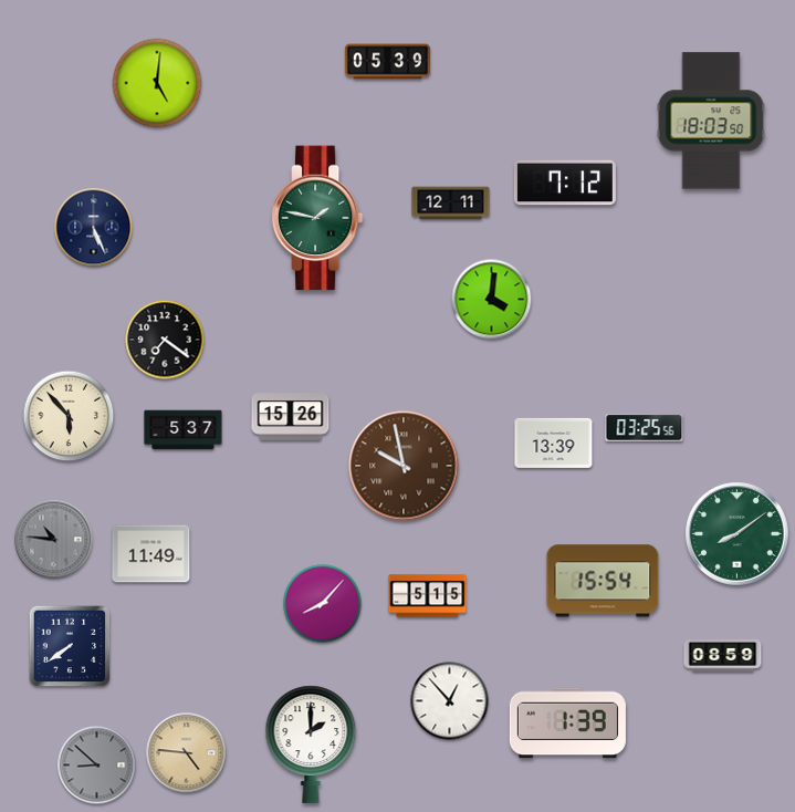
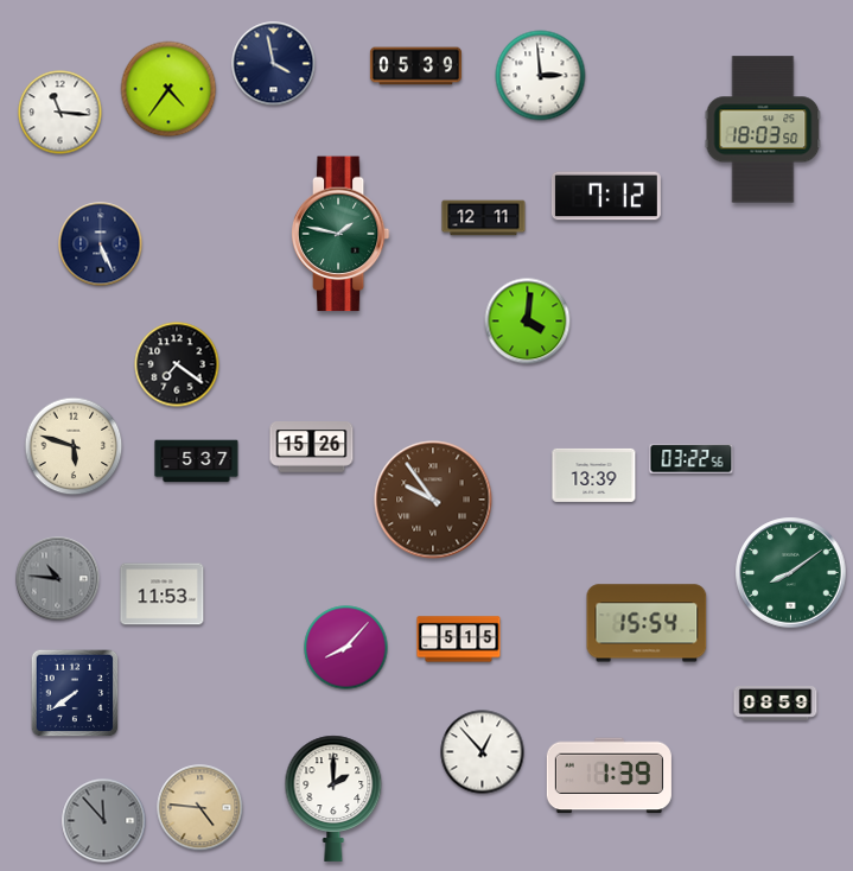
clock at (274, 64): none -> 3:58
clock at (541, 76): none -> 2:59
clock at (157, 83): 5:01 -> 4:36
clock at (61, 113): none -> 11:16
clock at (69, 416): 5:53 -> 5:48
clock at (645, 428): 03:25 -> 03:22
clock at (404, 466): 9:58 -> 9:54
clock at (151, 554): 11:49 -> 11:53
clock at (97, 766): 8:52 -> 11:53
